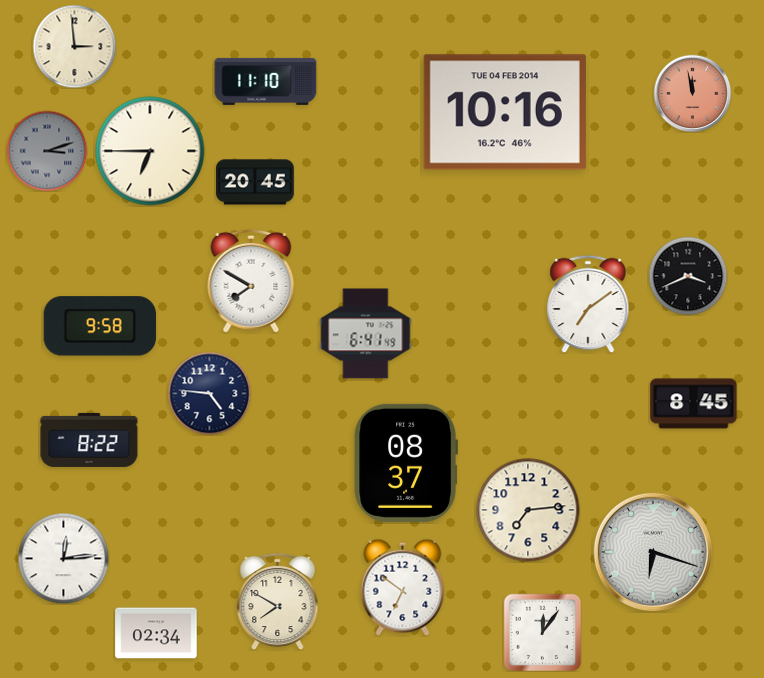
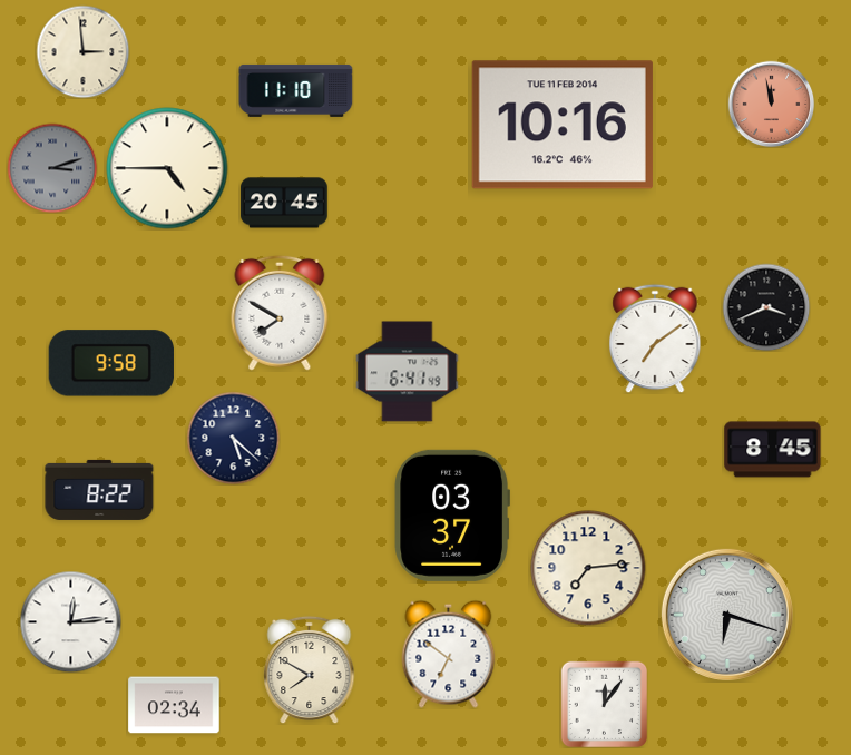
clock at (505, 112) date: TUE 04 FEB 2014 -> TUE 11 FEB 2014
clock at (150, 151): 6:45 -> 4:45
clock at (209, 393): 4:46 -> 5:22
clock at (405, 463): 08:37 -> 03:37
